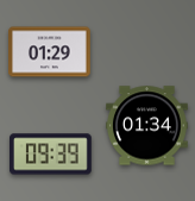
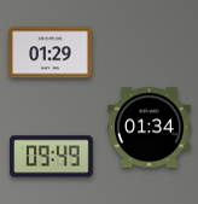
clock at (51, 155): 09:39 -> 09:49
